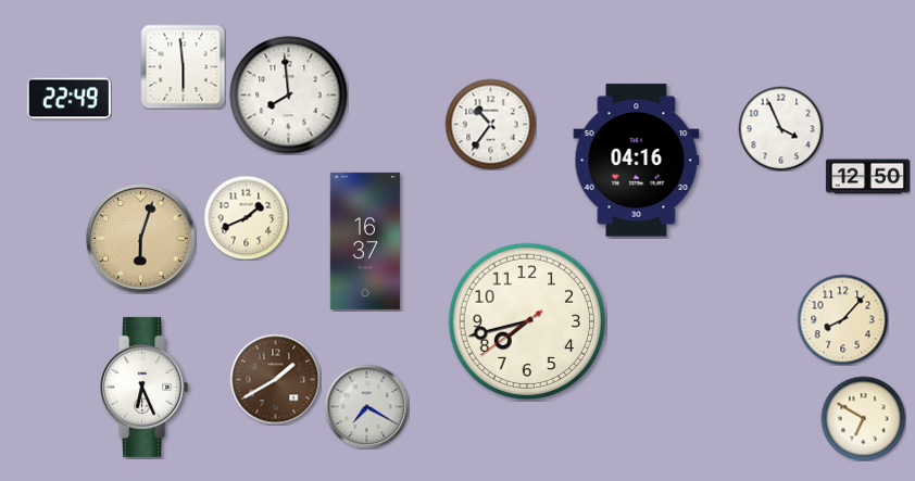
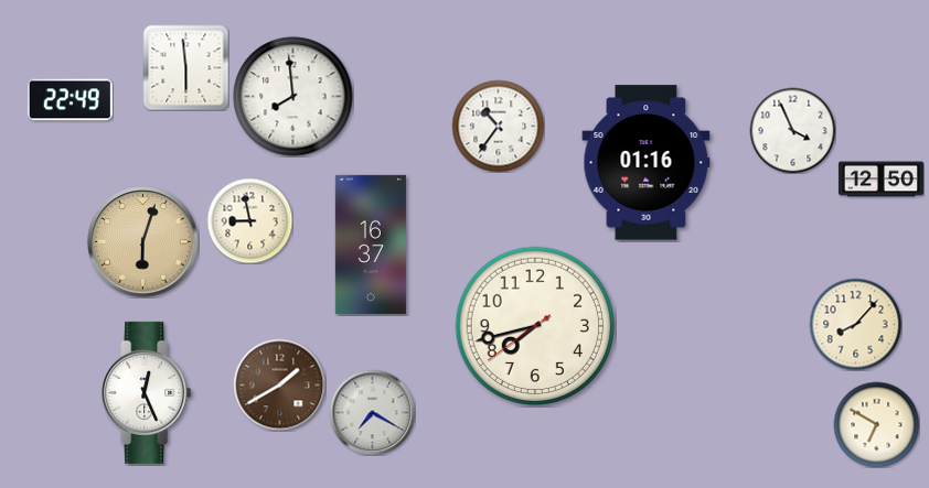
clock at (637, 161): 04:16 -> 01:16
clock at (246, 217): 1:41 -> 8:58
clock at (145, 387): 6:26 -> 12:26
